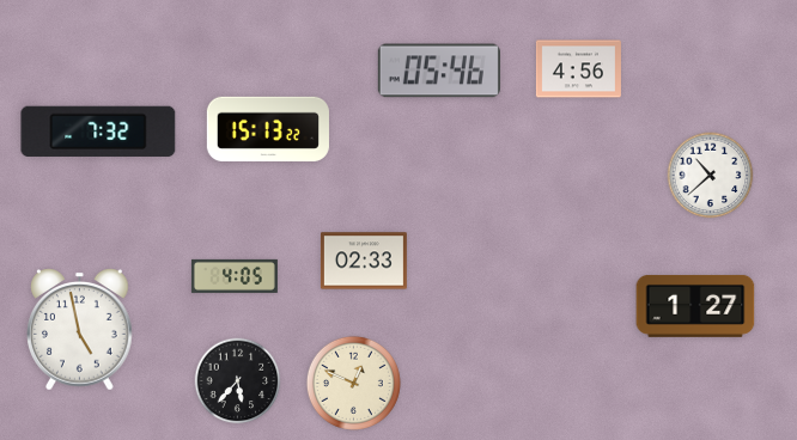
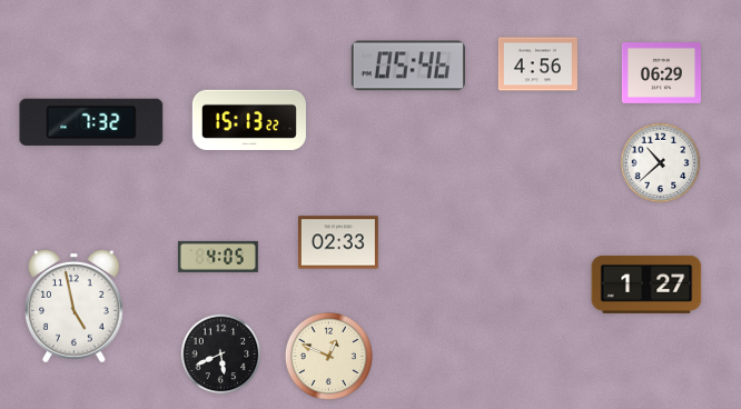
clock at (661, 73): none -> 06:29
clock at (238, 381): 5:37 -> 5:41
